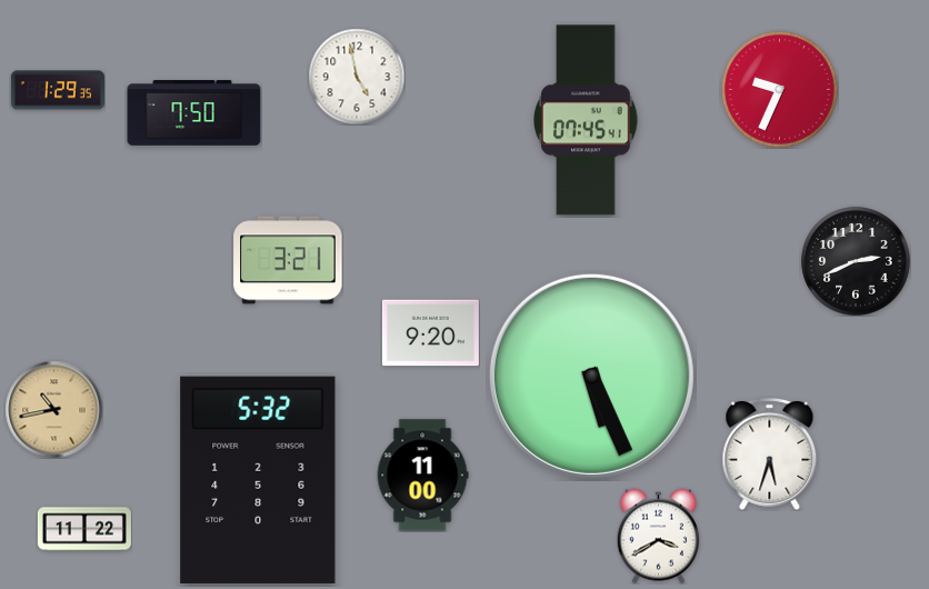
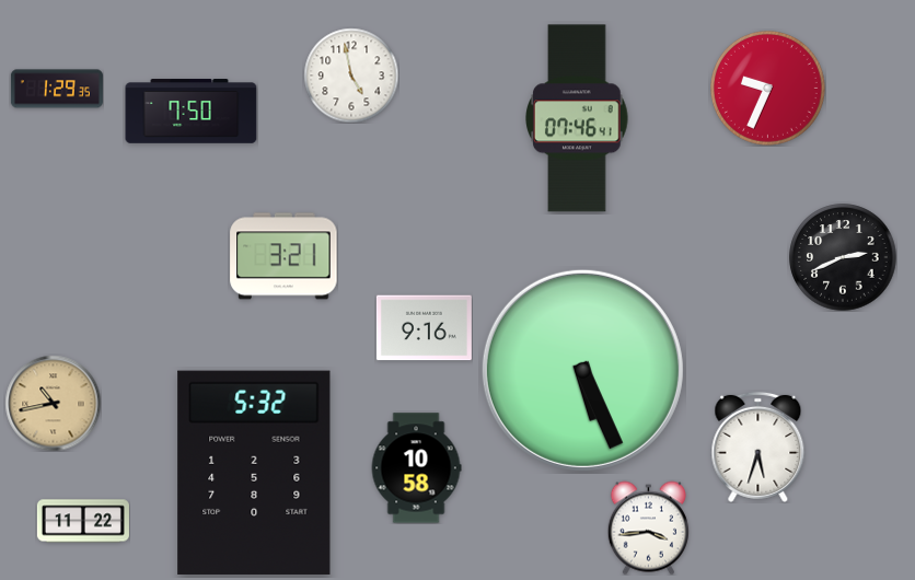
clock at (587, 120): 07:45 -> 07:46
clock at (430, 333): 9:20 -> 9:16
clock at (422, 476): 11:00 -> 10:58
clock at (658, 536): 3:40 -> 3:44
